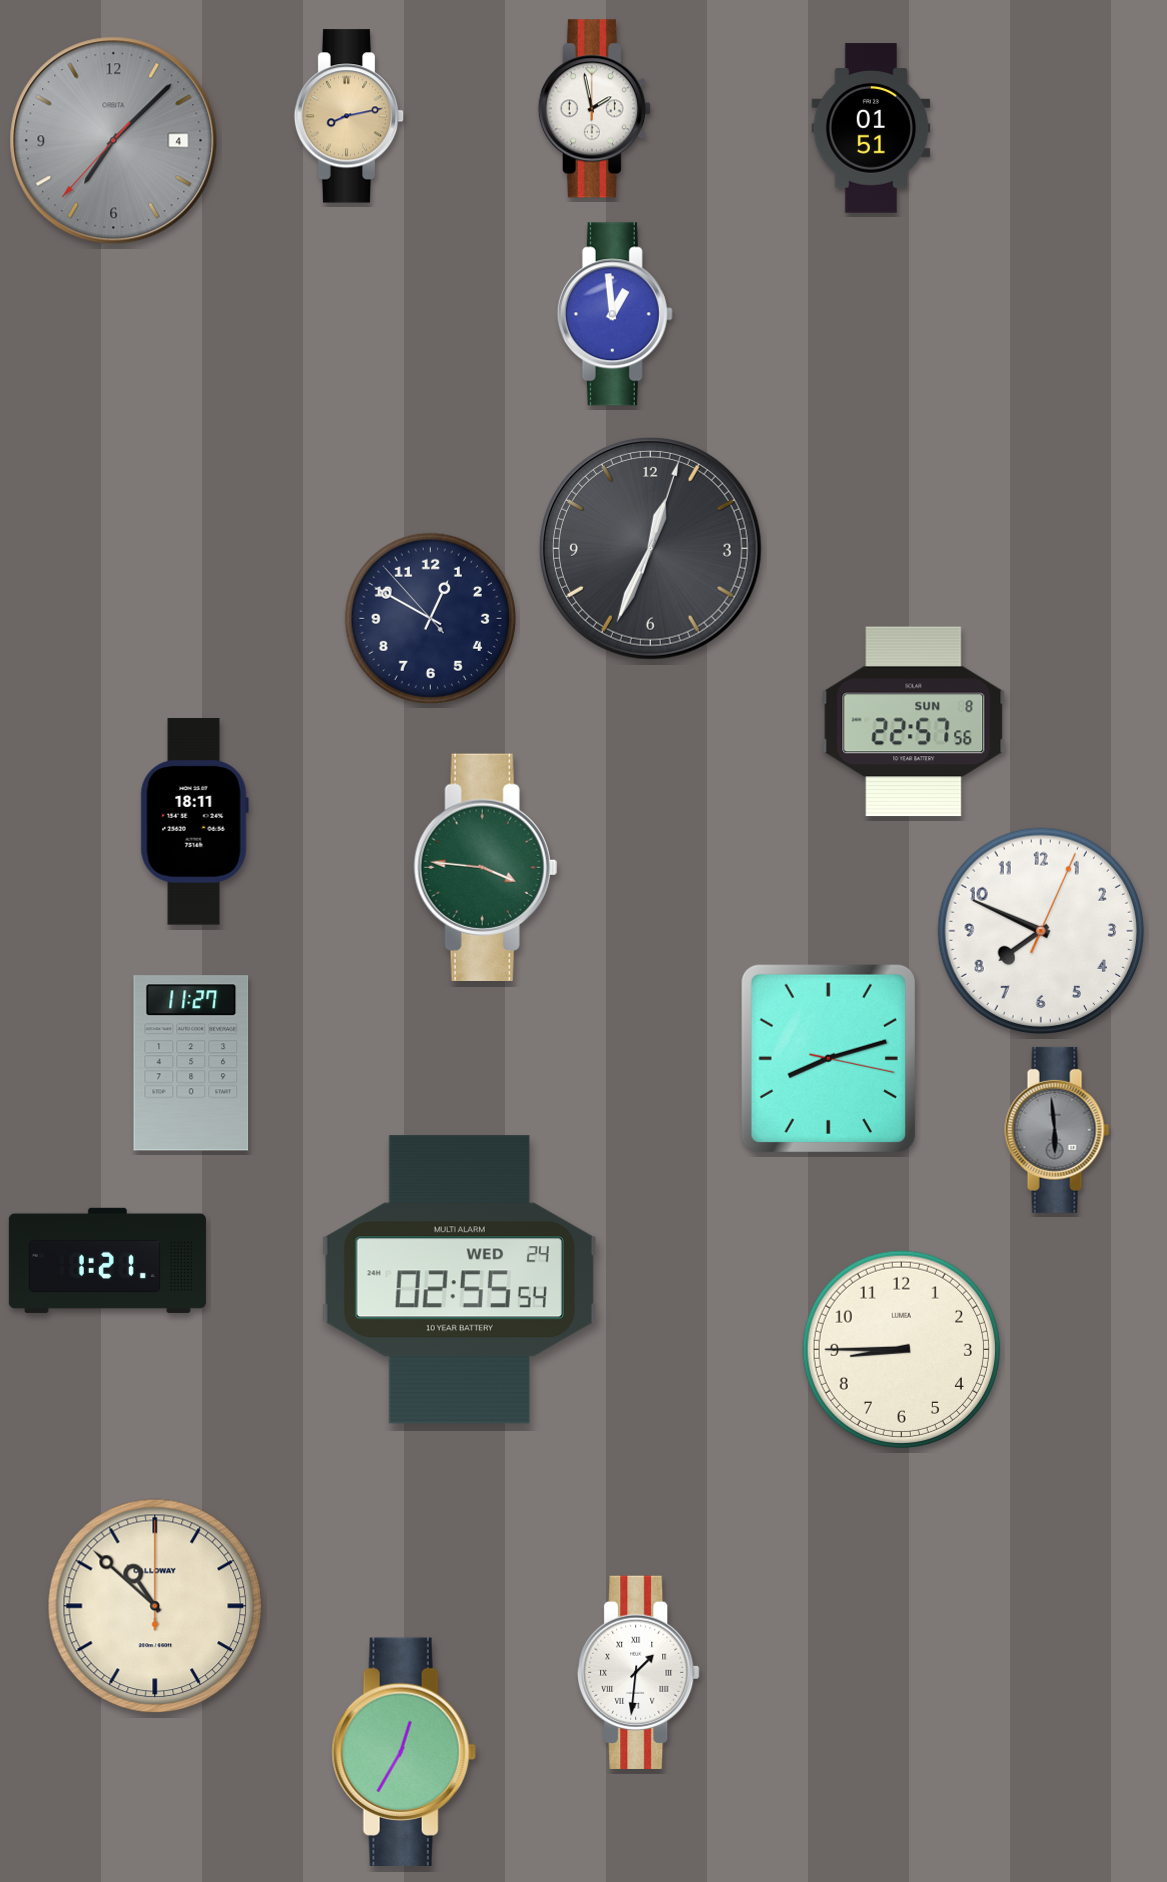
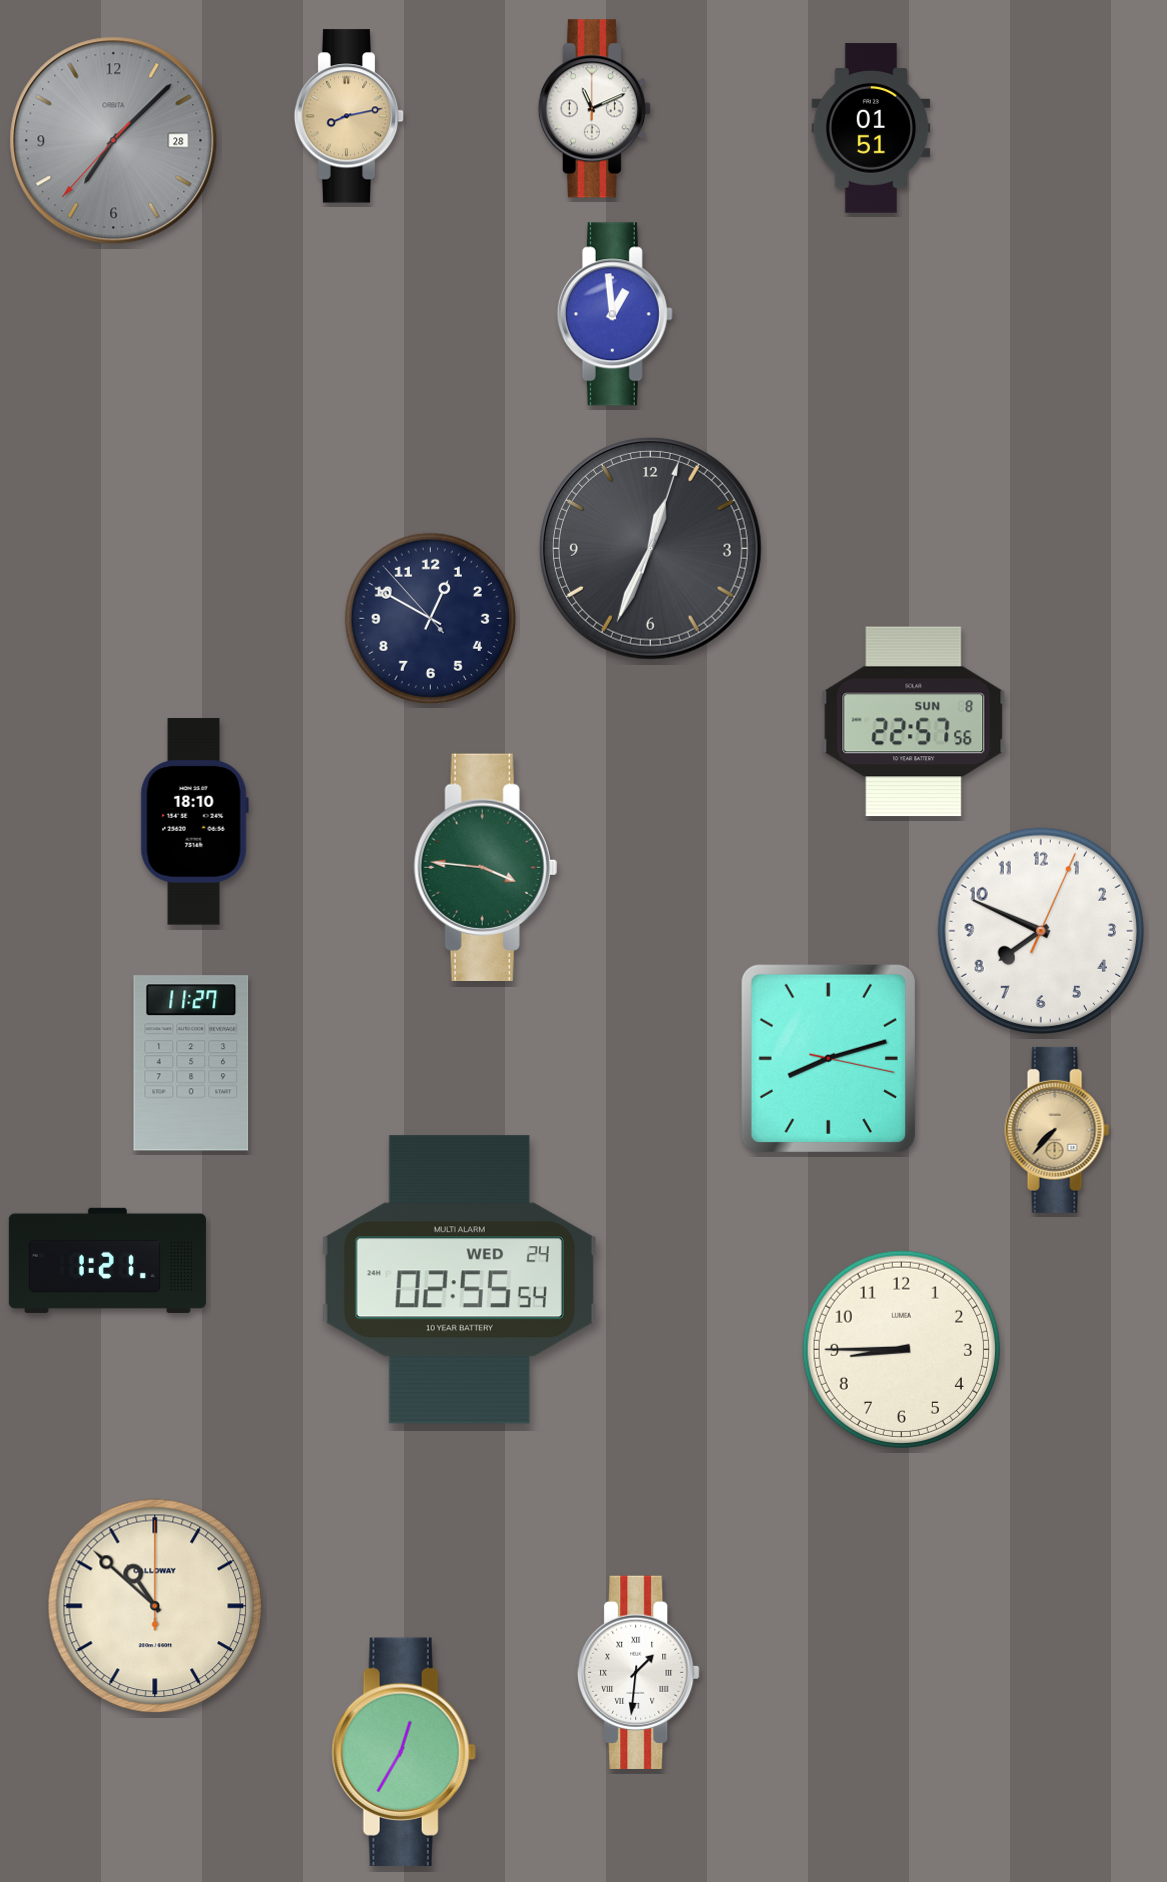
clock at (594, 109): 1:58 -> 11:11
clock at (114, 141) date: 4 -> 28
clock at (194, 822): 18:11 -> 18:10
clock at (1057, 1130): 5:59 -> 7:37
clock at (1057, 1130) dial: grey -> champagne
